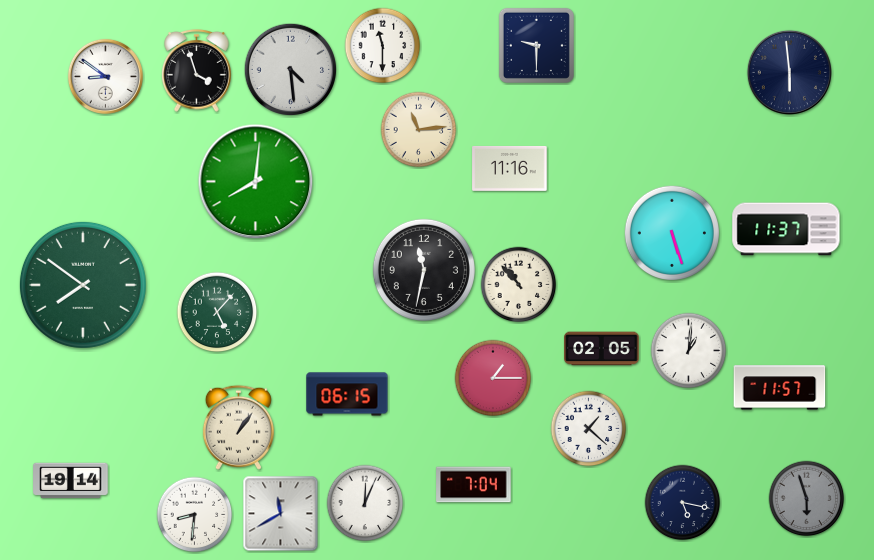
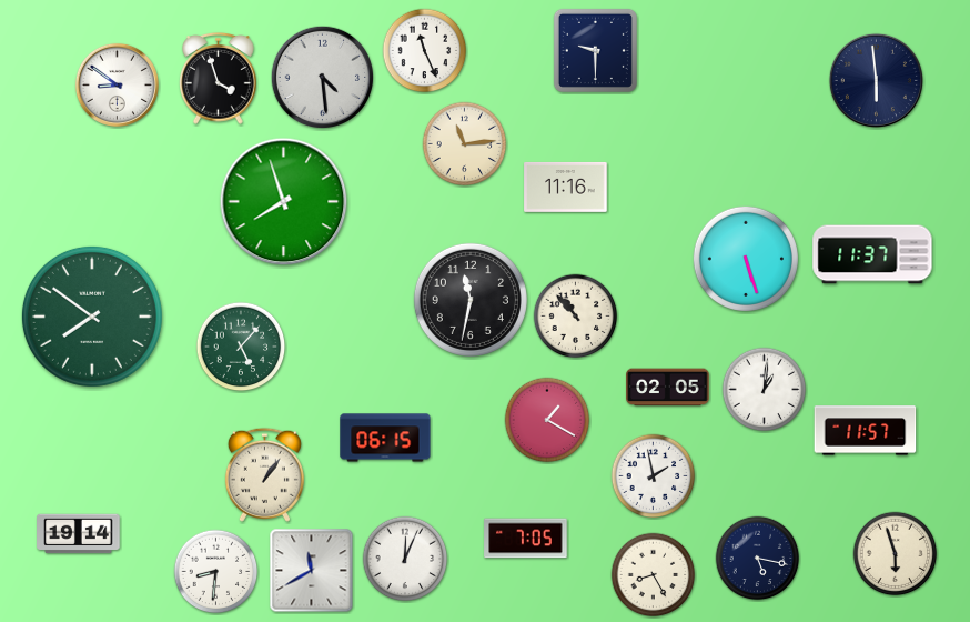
clock at (383, 46): 11:30 -> 11:26
clock at (256, 182): 8:01 -> 7:57
clock at (493, 378): 1:15 -> 1:20
clock at (589, 429): 1:22 -> 1:58
clock at (474, 485): 7:04 -> 7:05
clock at (807, 499) dial: grey -> cream
clock at (654, 575): none -> 8:25
